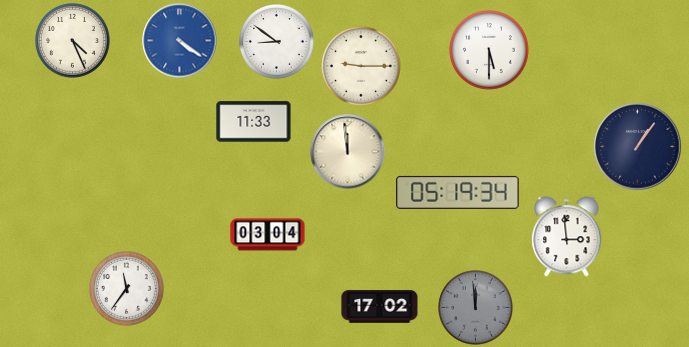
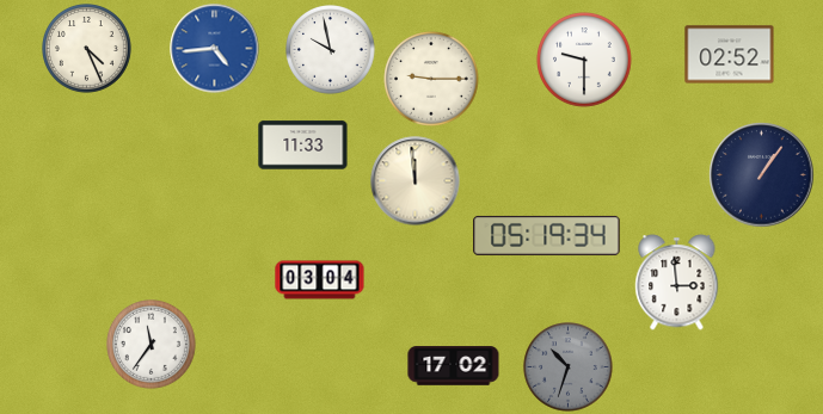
clock at (180, 41): 4:21 -> 4:44
clock at (277, 42): 8:51 -> 9:58
clock at (730, 55): none -> 02:52
clock at (489, 50): 5:30 -> 9:30
clock at (458, 192) position: (458, 192) -> (547, 235)
clock at (476, 308): 11:59 -> 10:33
